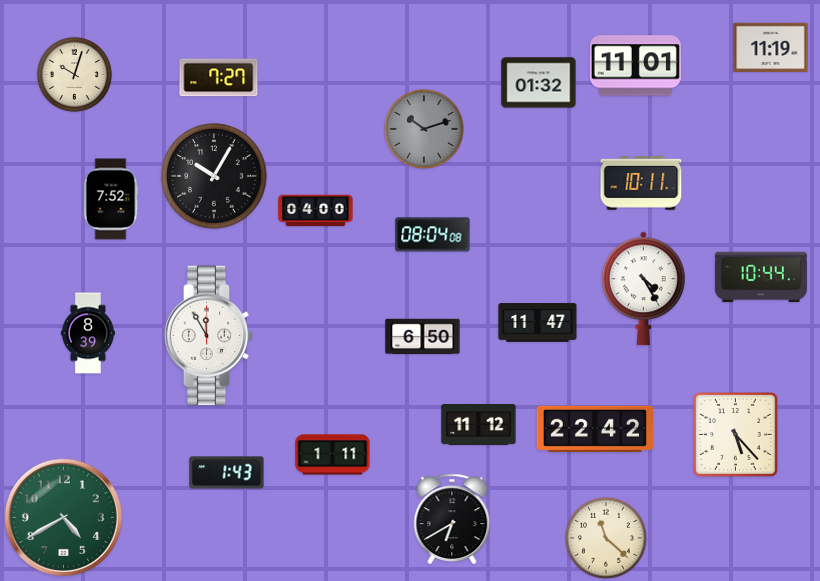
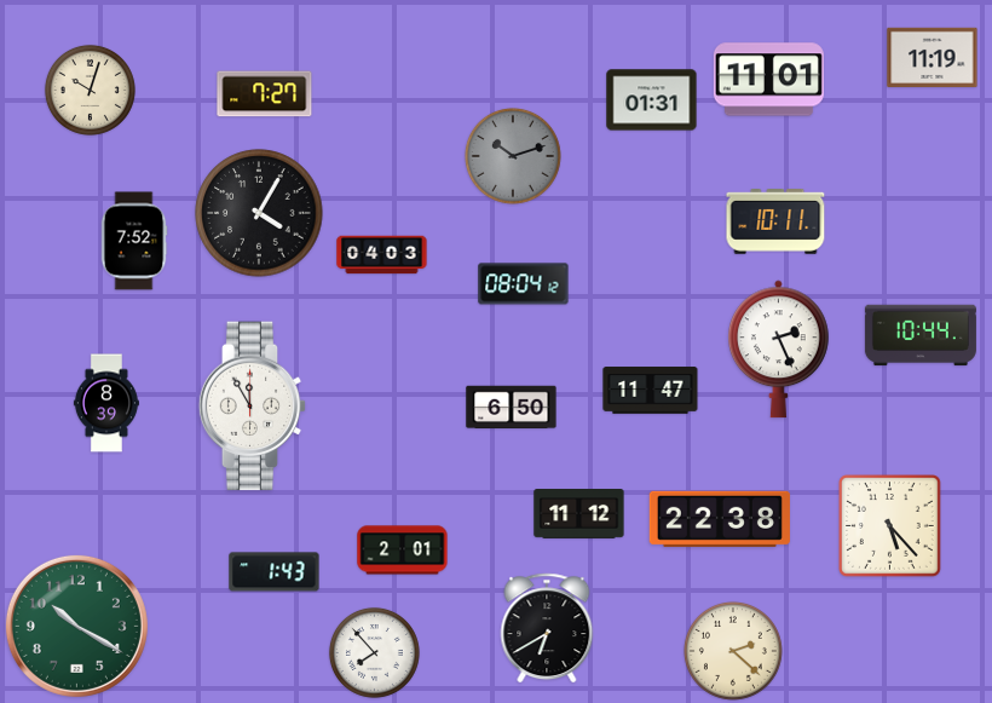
clock at (539, 83): 01:32 -> 01:31
clock at (214, 176): 10:05 -> 4:05
clock at (316, 211): 04:00 -> 04:03
clock at (433, 235): 08:04:08 -> 08:04:12
clock at (644, 289): 4:25 -> 2:26
clock at (595, 429): 22:42 -> 22:38
clock at (333, 455): 1:11 -> 2:01
clock at (63, 517): 4:40 -> 10:20
clock at (606, 538): 11:22 -> 2:22
clock at (374, 652): none -> 7:53
